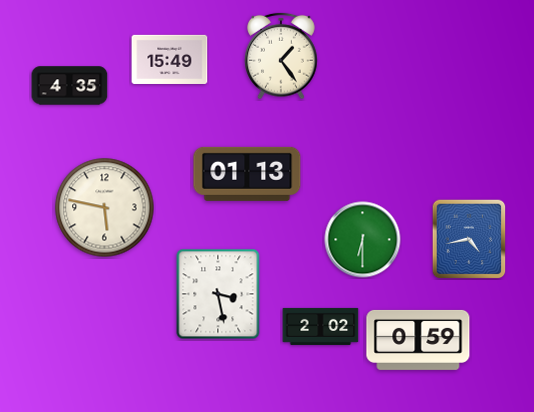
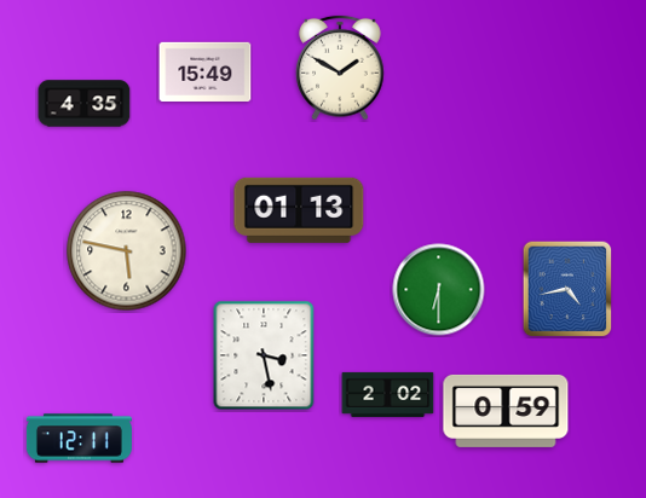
clock at (281, 56): 1:24 -> 1:50
clock at (79, 439): none -> 12:11
